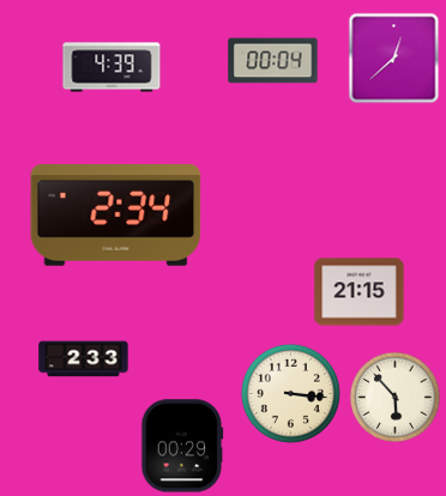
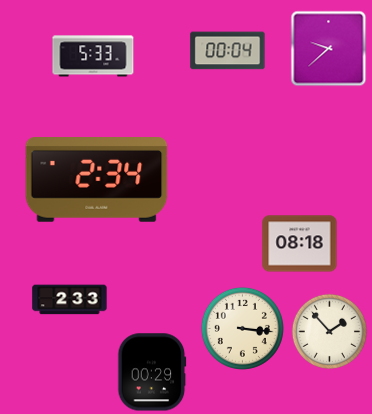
clock at (394, 59): 12:38 -> 9:38
clock at (111, 67): 4:39 -> 5:33
clock at (360, 292): 21:15 -> 08:18
clock at (394, 397): 5:53 -> 1:53
